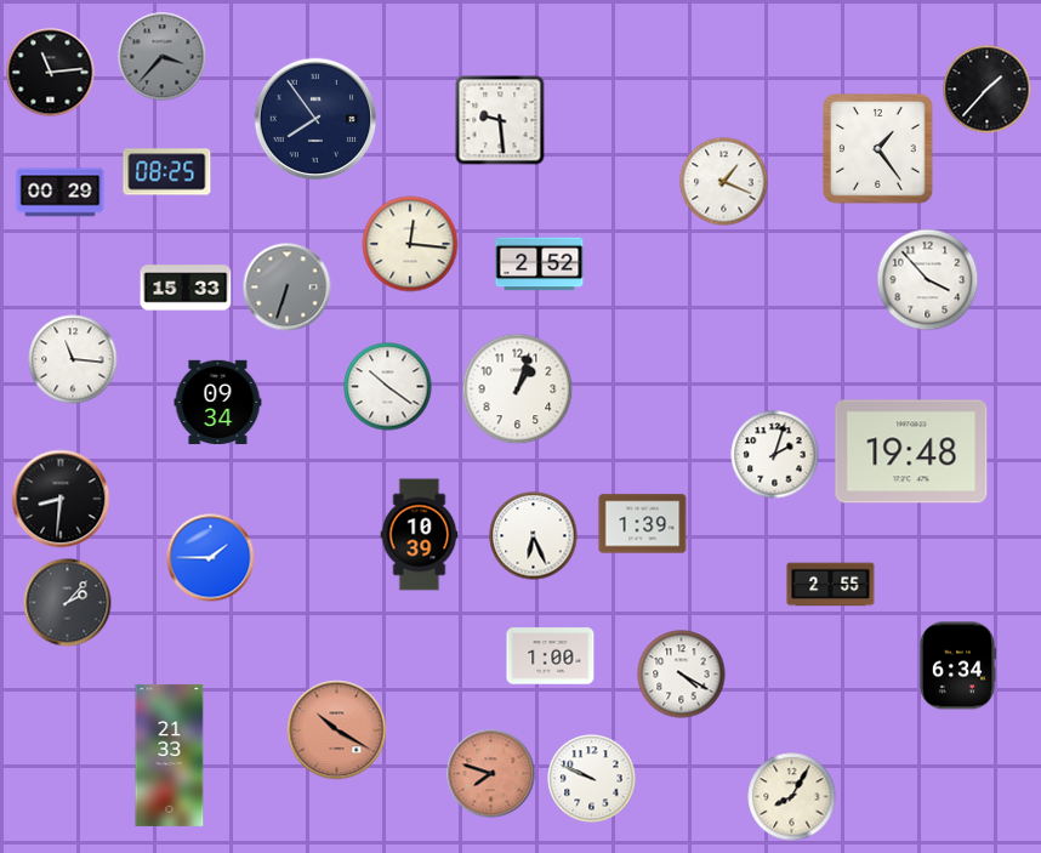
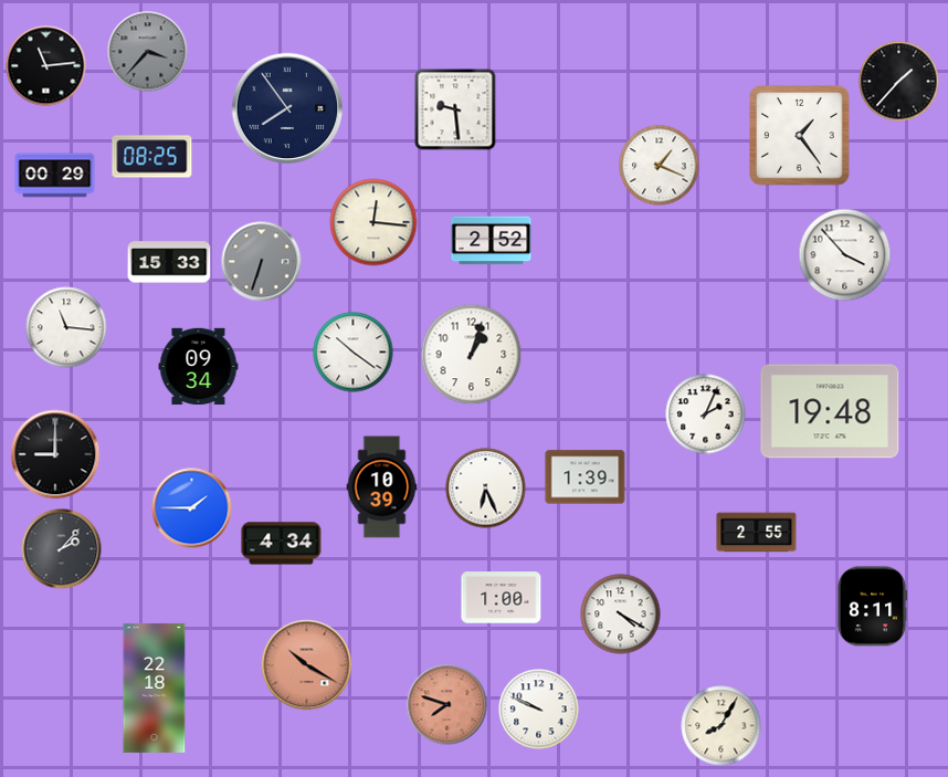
clock at (775, 455): 2:03 -> 2:04
clock at (61, 499): 8:31 -> 9:00
clock at (282, 544): none -> 4:34
clock at (957, 666): 6:34 -> 8:11
clock at (170, 755): 21:33 -> 22:18
